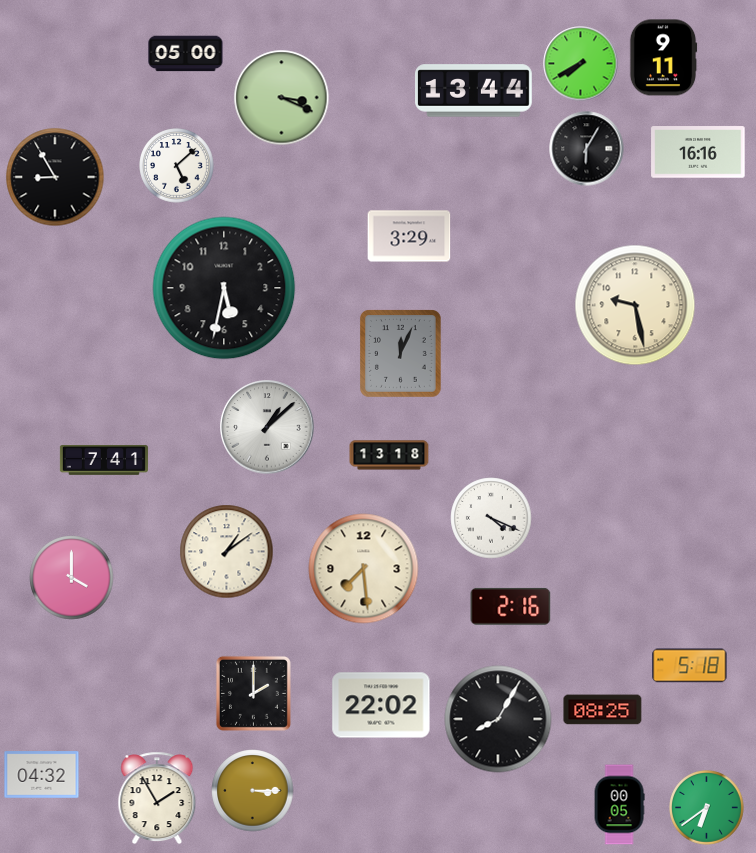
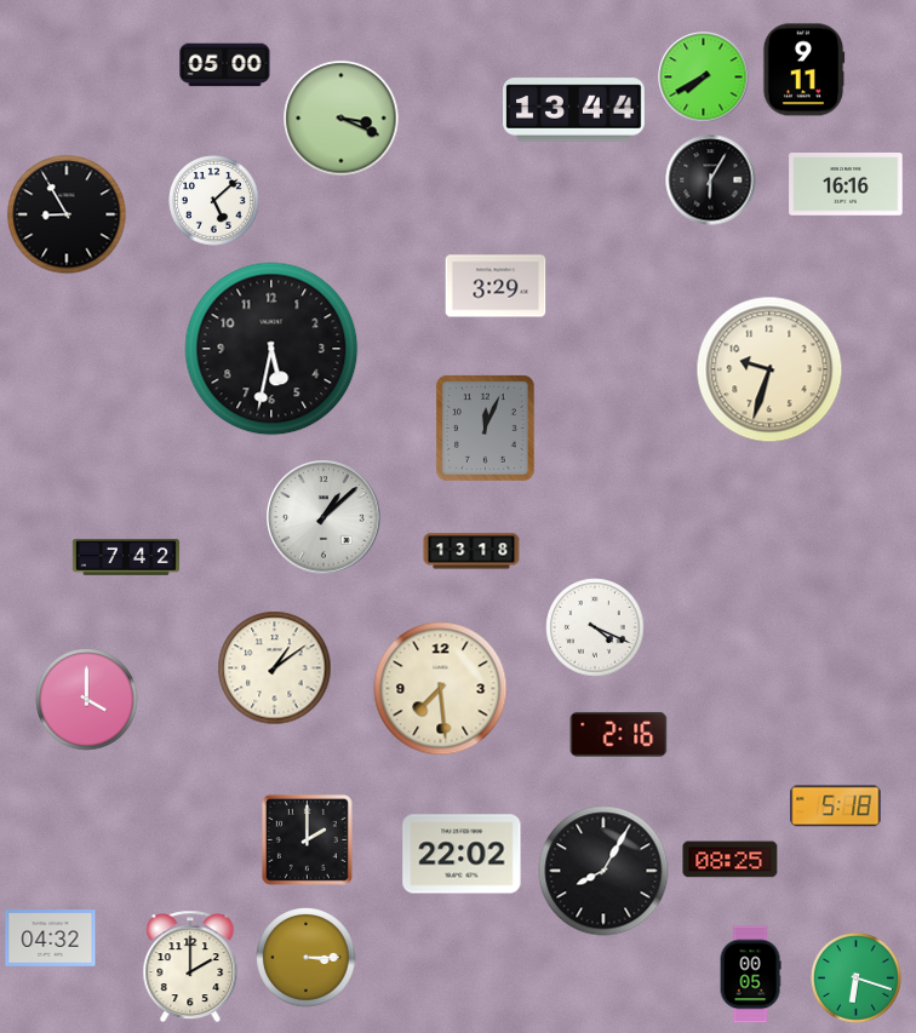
clock at (635, 305): 9:28 -> 9:33
clock at (104, 461): 7:41 -> 7:42
clock at (157, 798): 1:55 -> 2:00
clock at (707, 808): 6:39 -> 6:18
